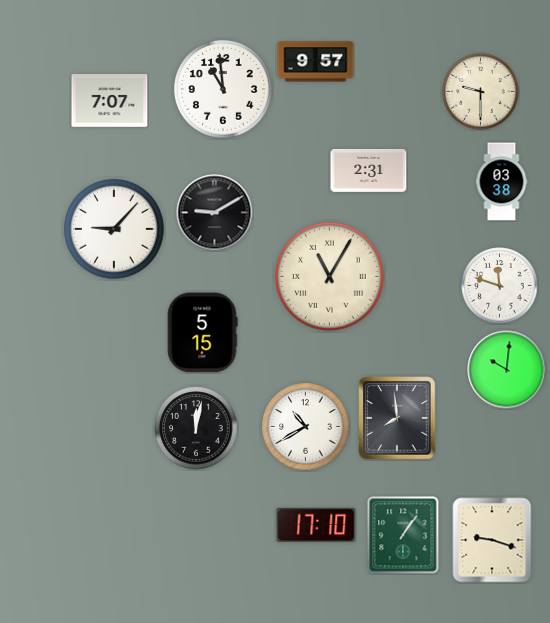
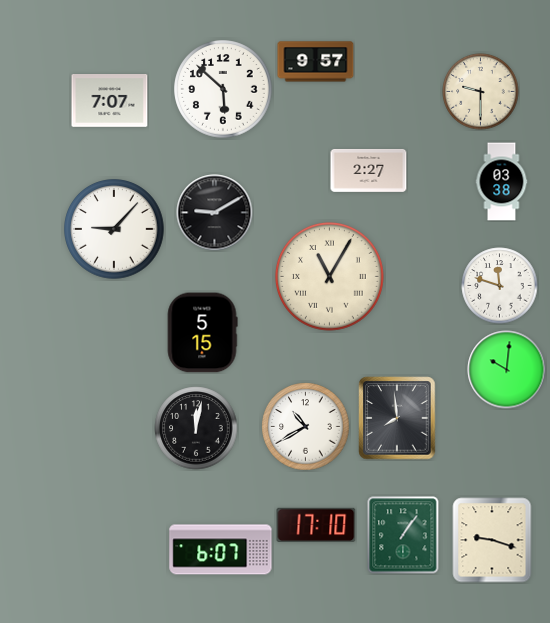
clock at (223, 89): 10:59 -> 5:52
clock at (369, 170): 2:31 -> 2:27
clock at (221, 550): none -> 6:07
